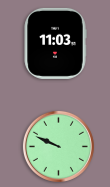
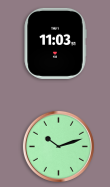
clock at (58, 146): 9:49 -> 10:12
